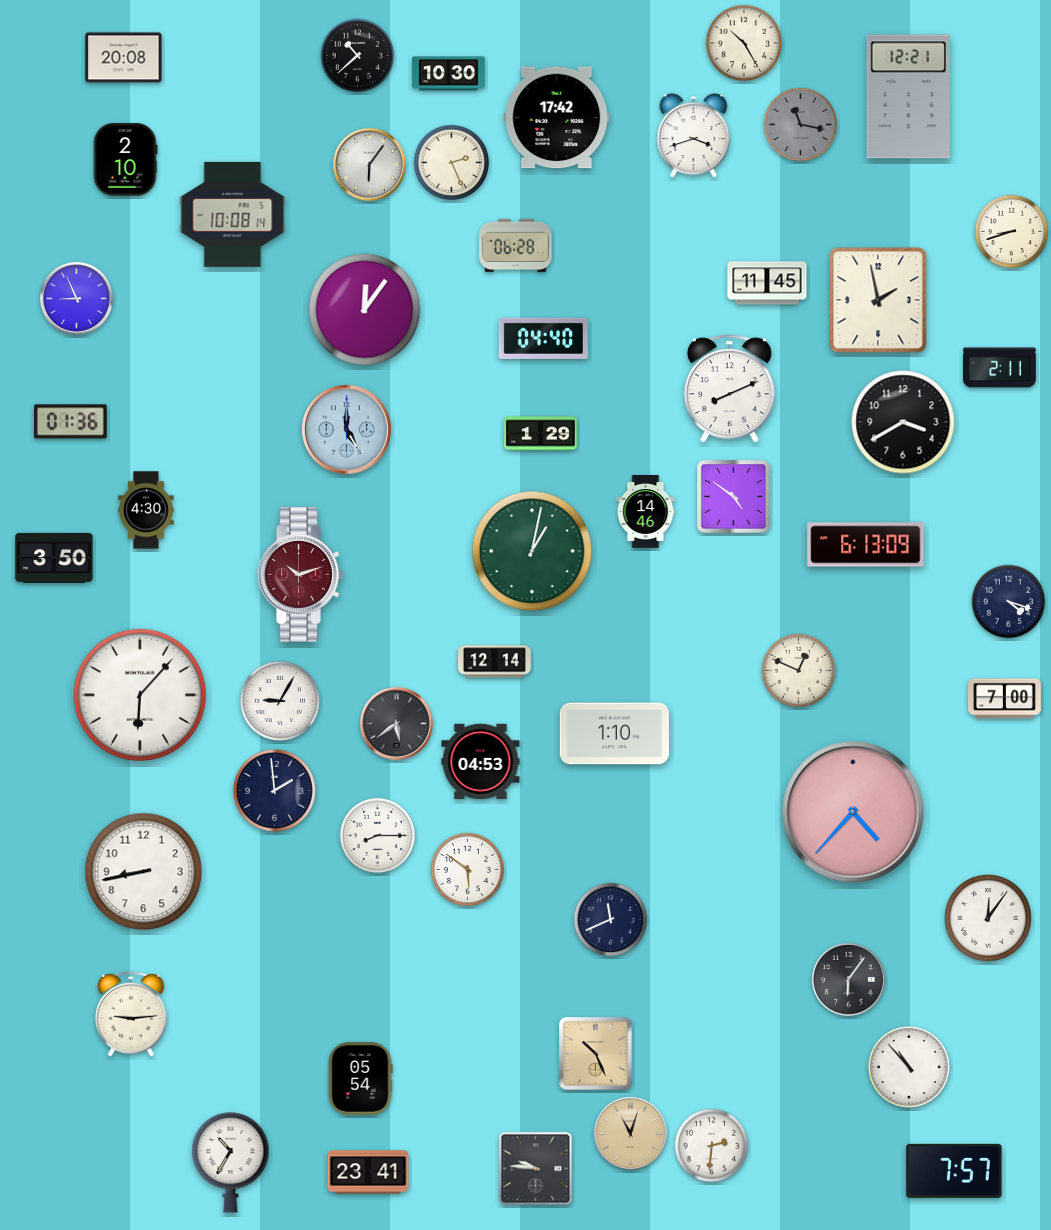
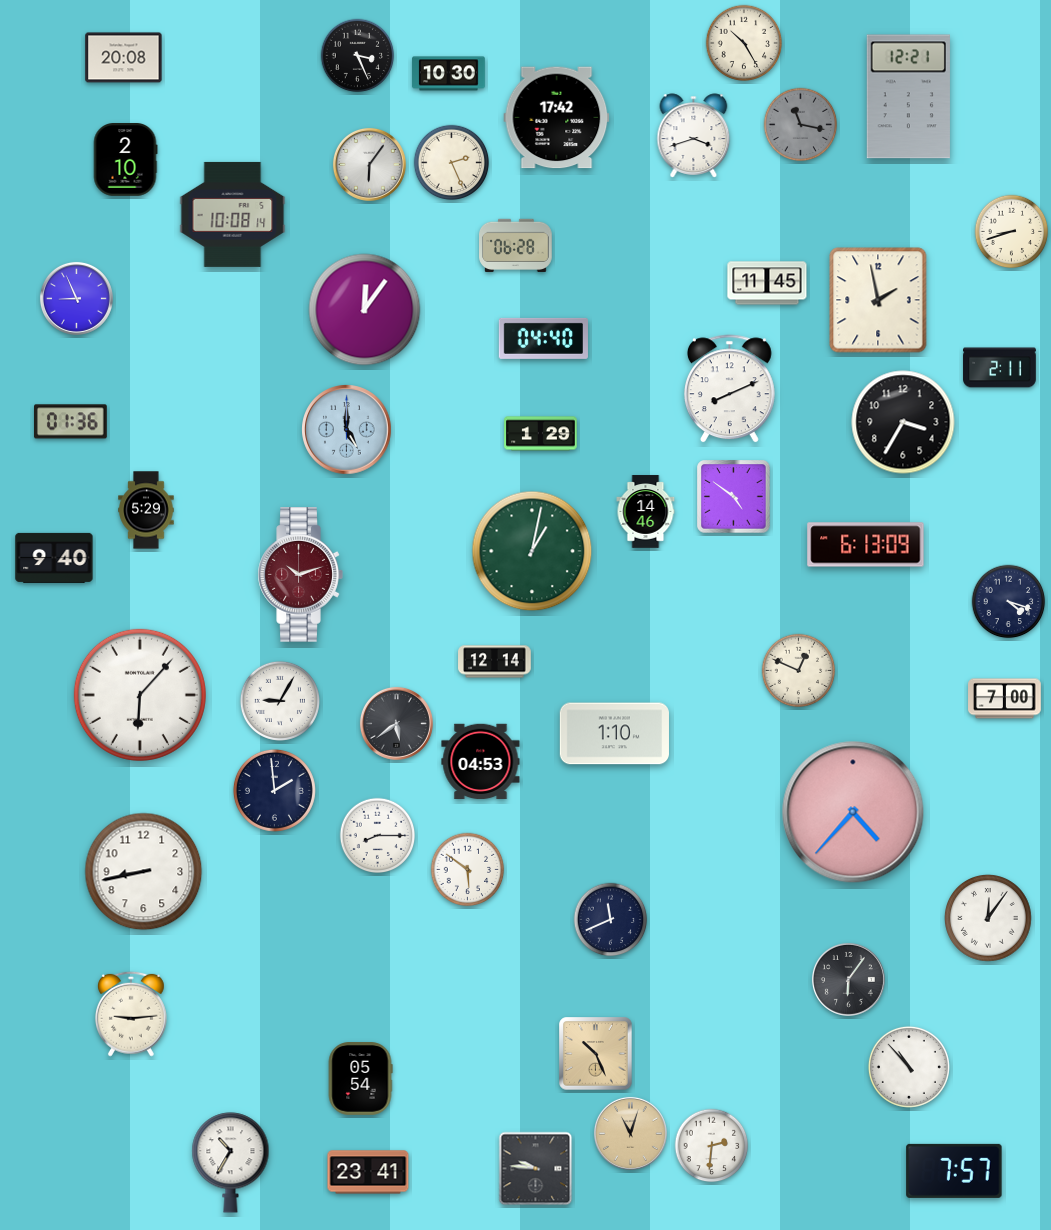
clock at (358, 56): 10:38 -> 3:26
clock at (903, 422): 3:40 -> 3:35
clock at (146, 510): 4:30 -> 5:29
clock at (54, 558): 3:50 -> 9:40
